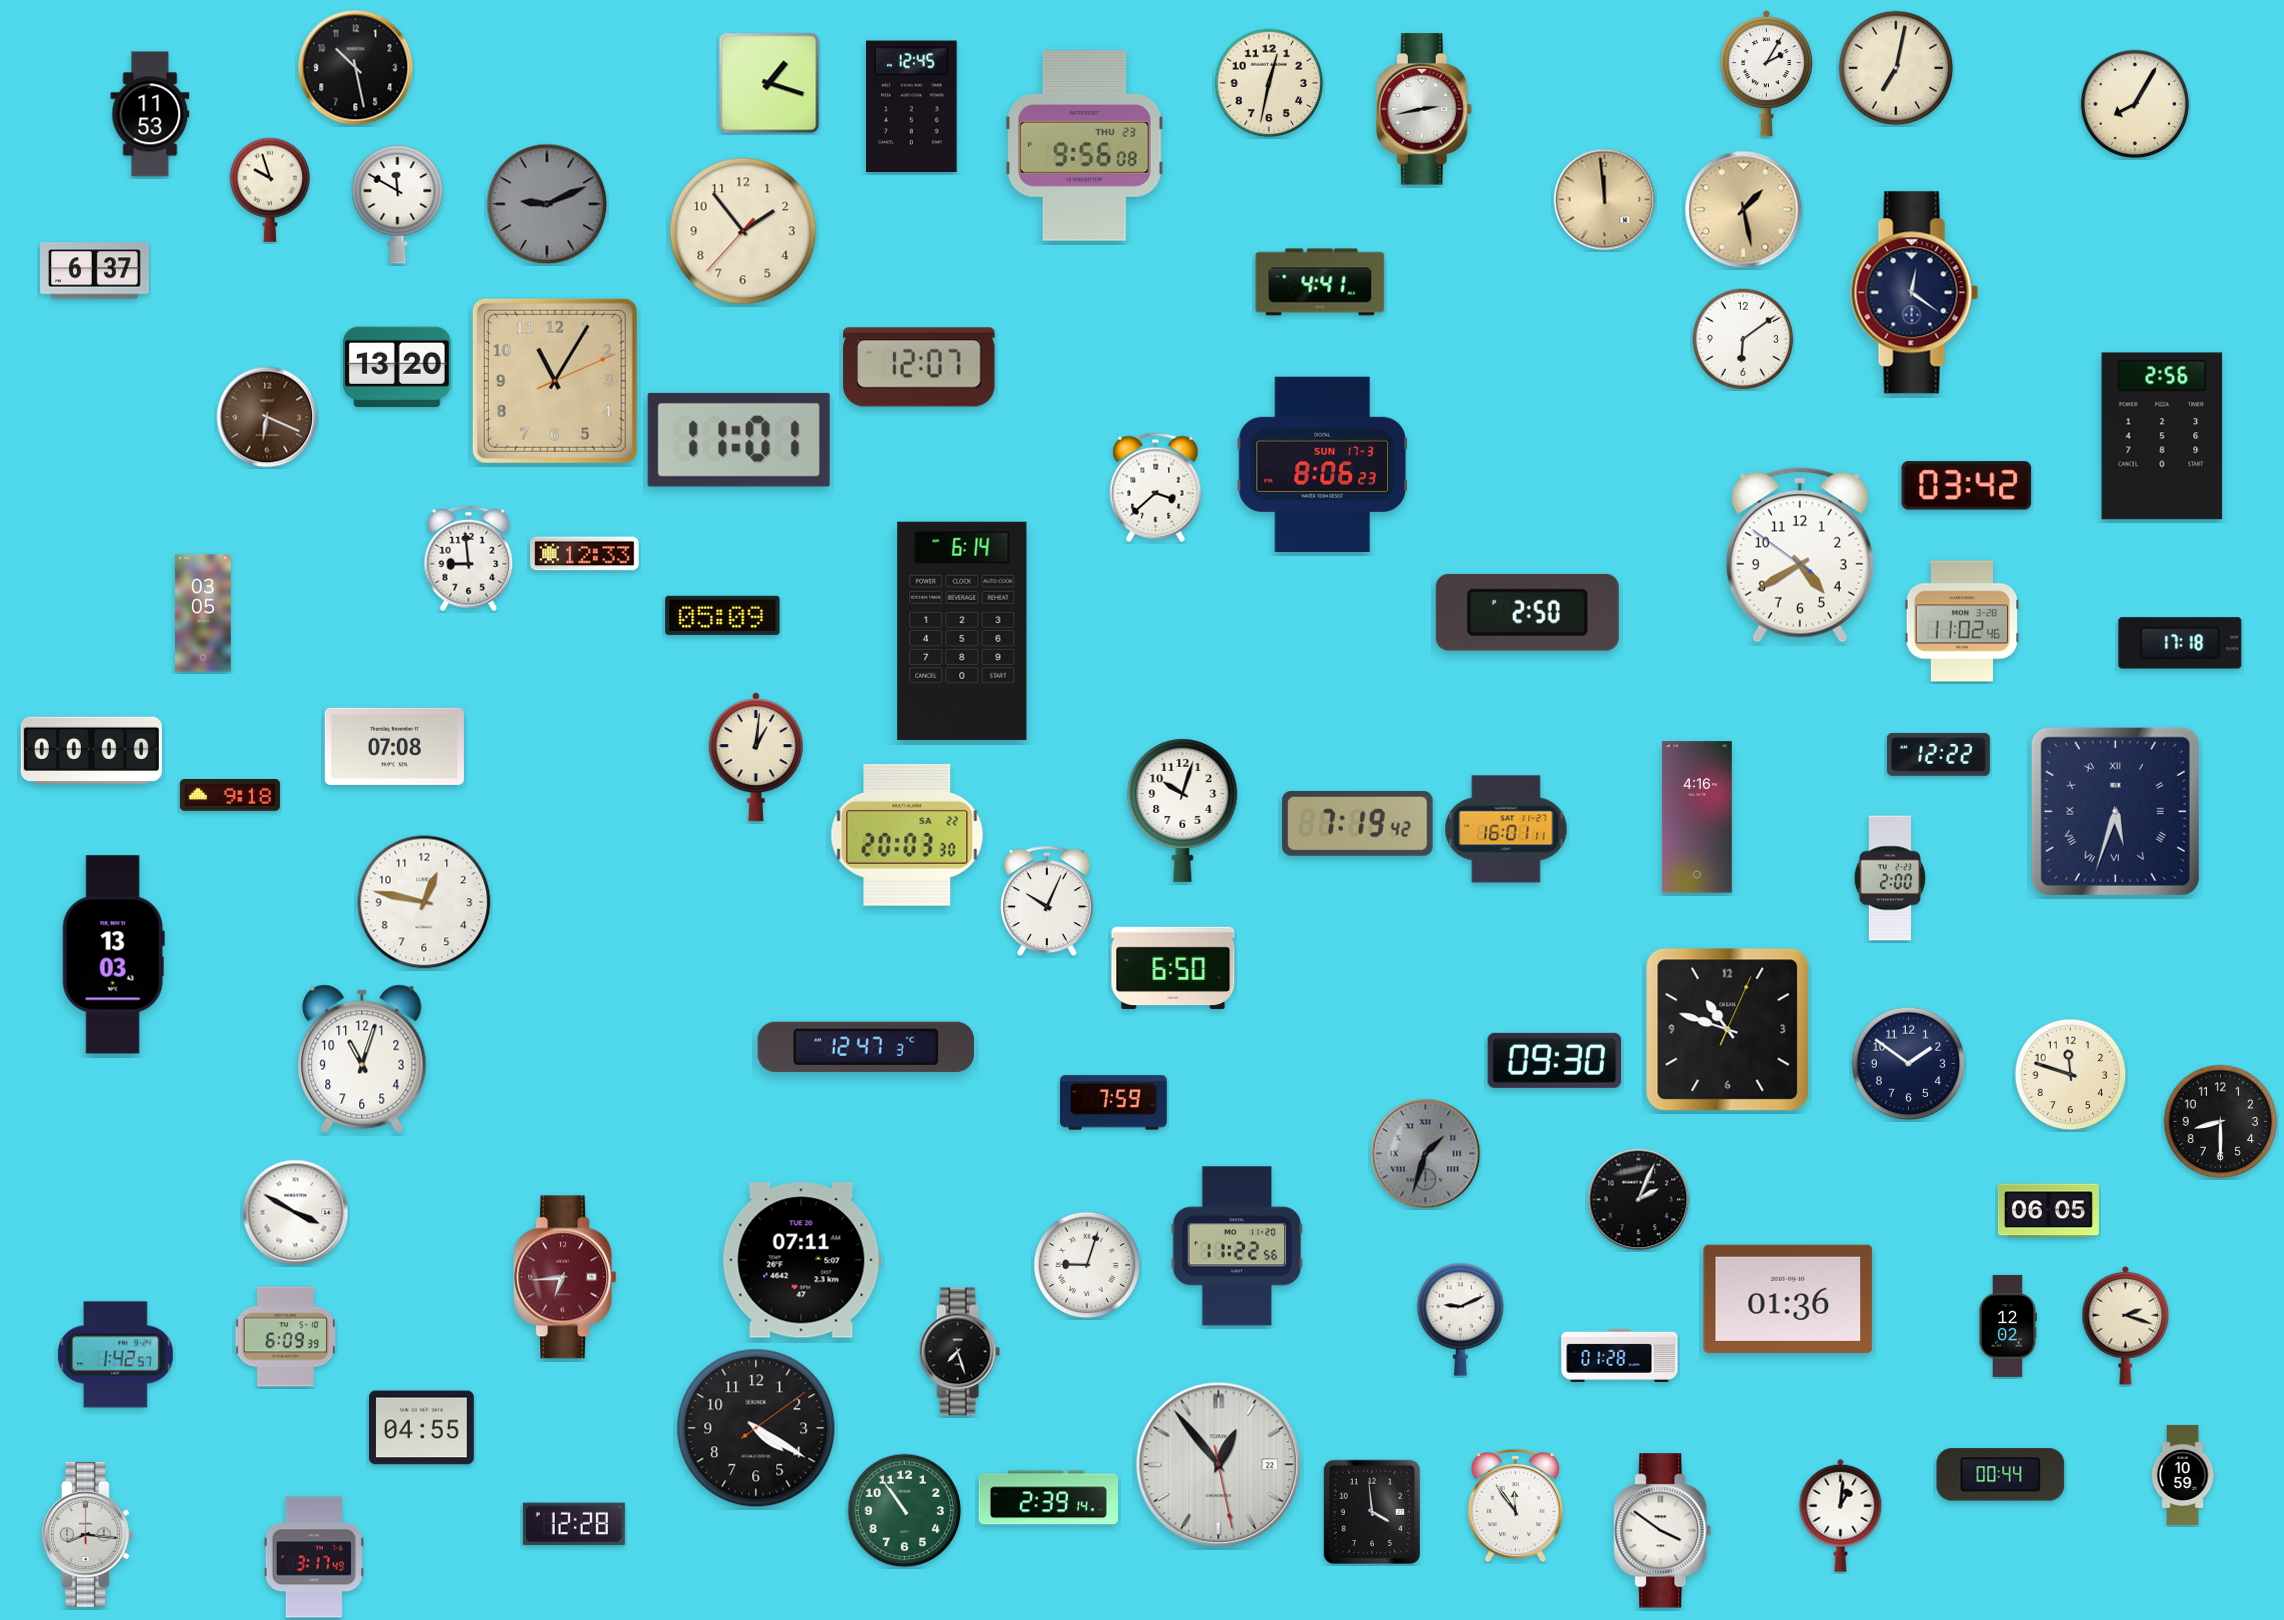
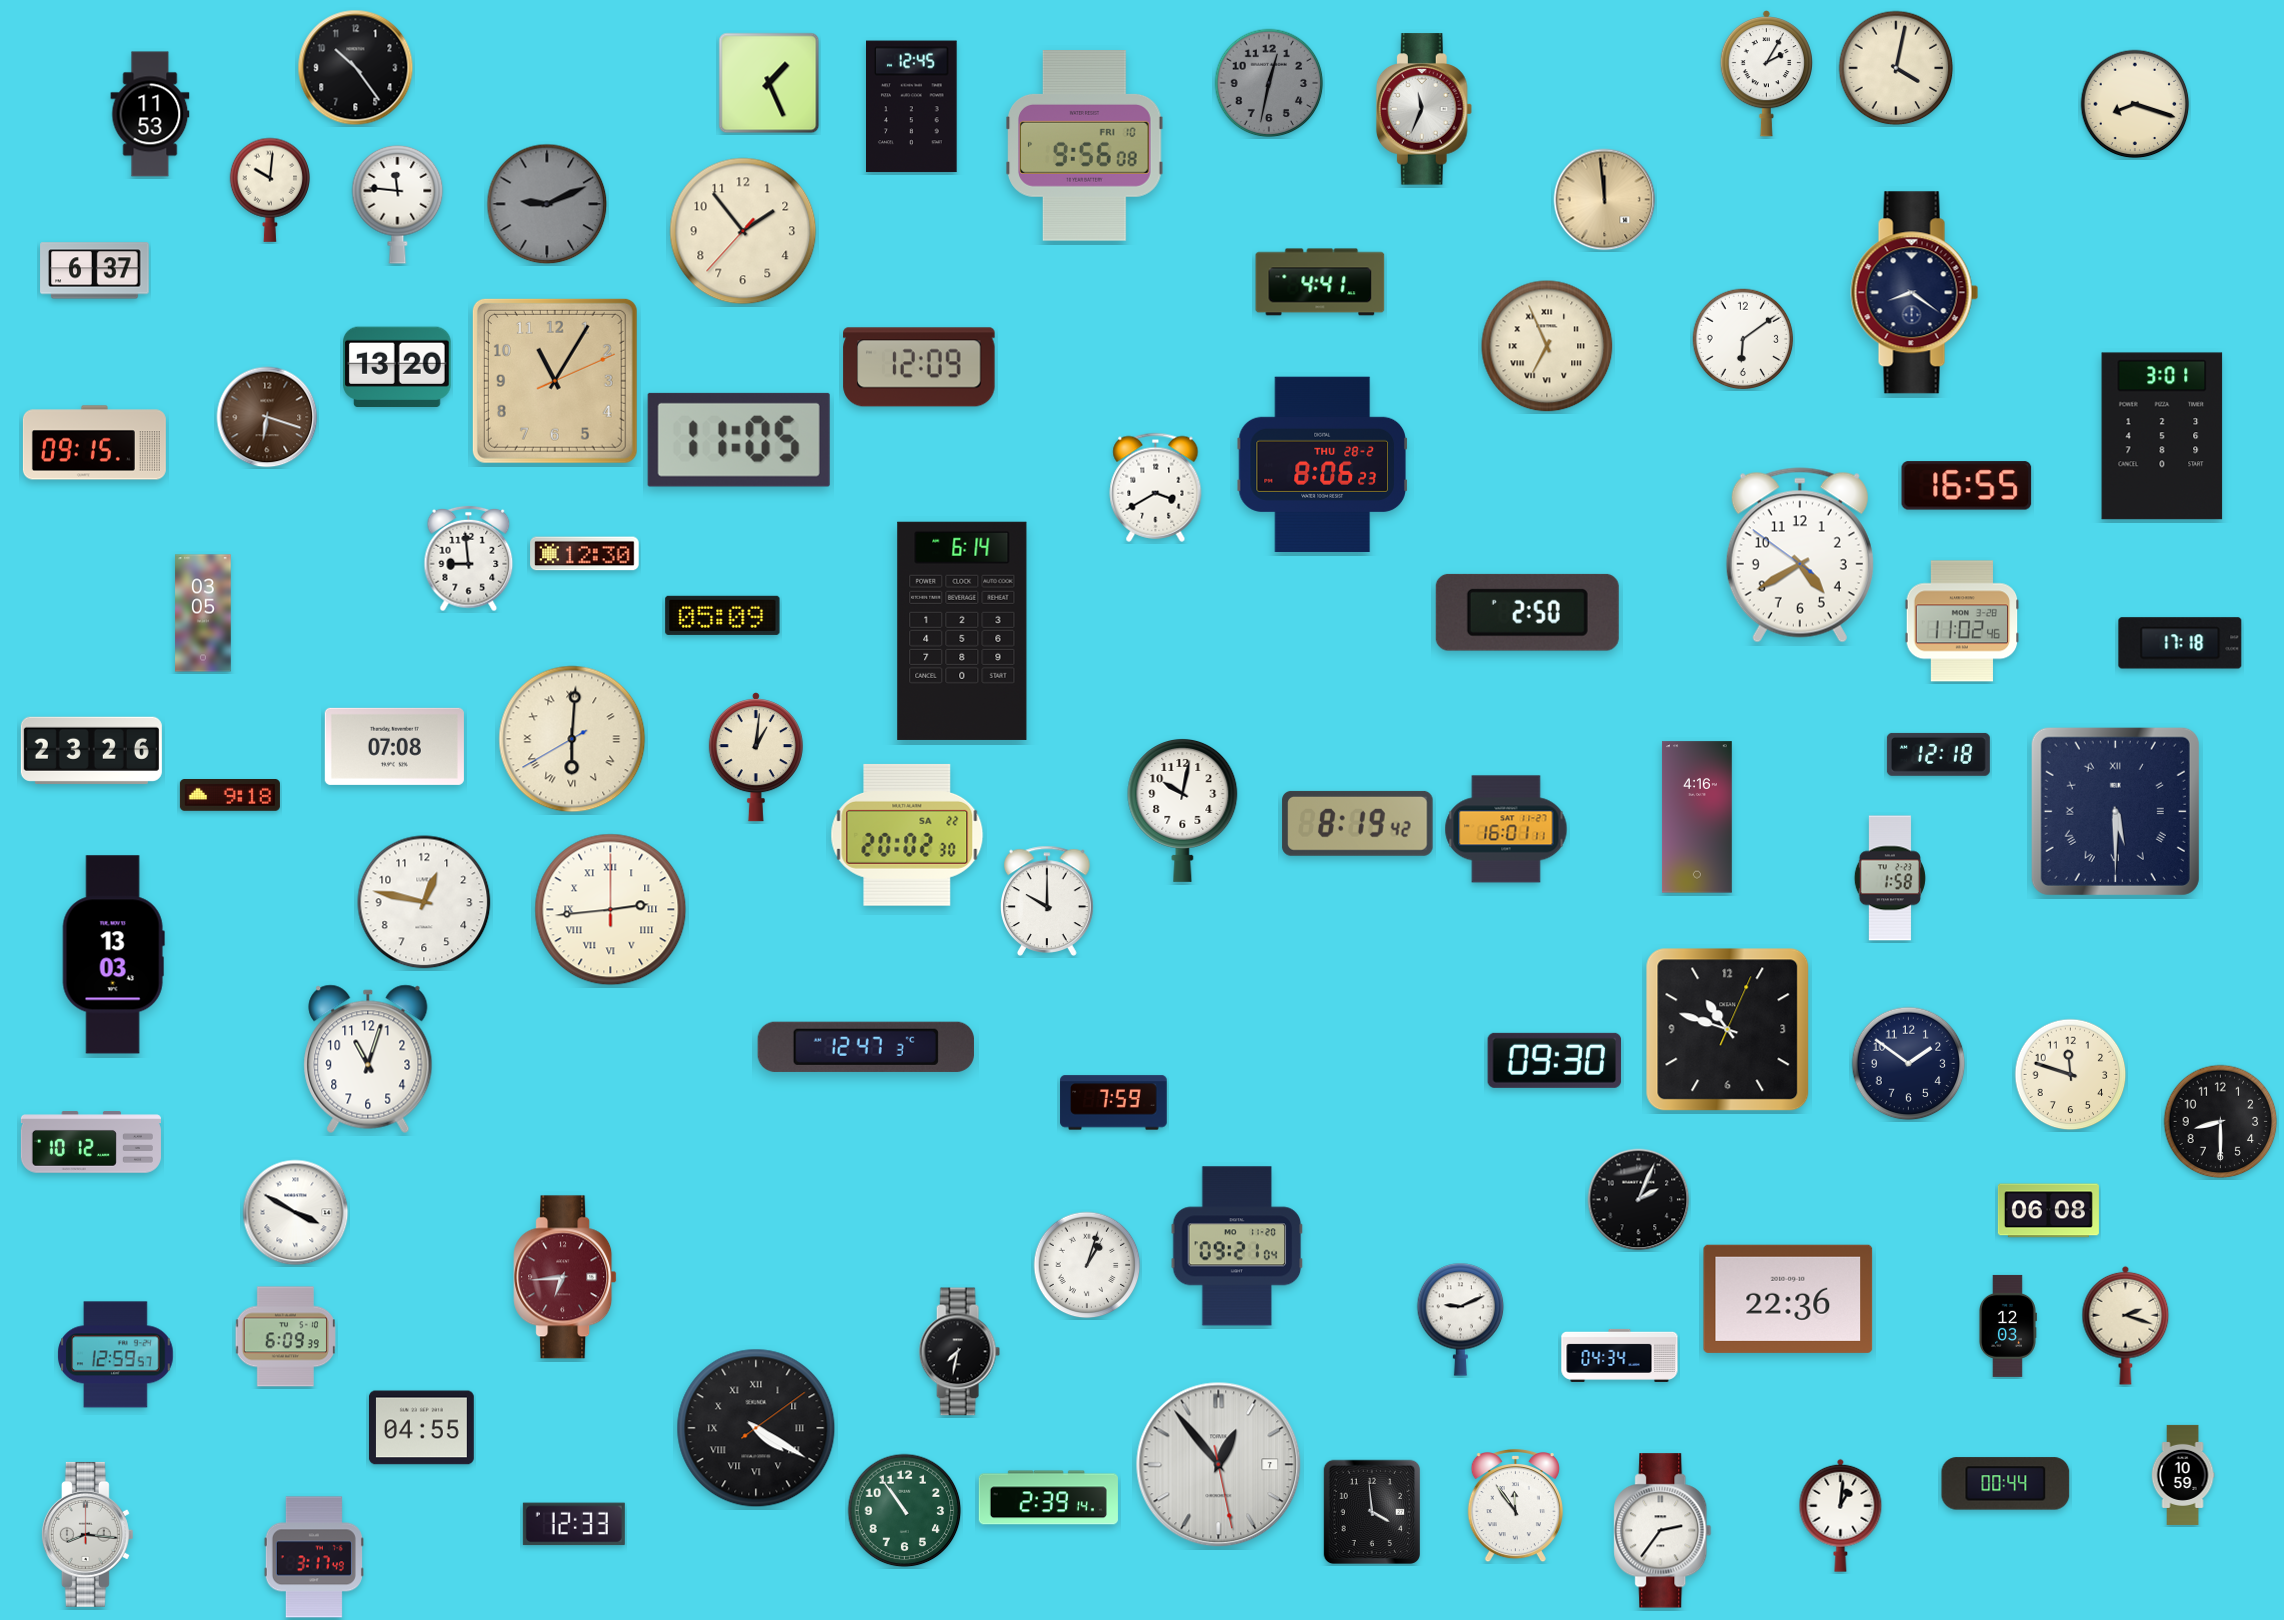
clock at (356, 68): 10:28 -> 10:24
clock at (1896, 68): 7:02 -> 4:02
clock at (769, 83): 1:18 -> 1:26
clock at (1269, 83) dial: cream -> grey
clock at (2135, 104): 8:05 -> 8:18
clock at (1424, 109): 2:43 -> 11:34
clock at (1085, 146) date: THU 23 -> FRI 10
clock at (270, 190): 9:57 -> 10:01
clock at (398, 204): 11:50 -> 11:46
clock at (1744, 210): 1:28 -> none
clock at (1915, 293): 12:21 -> 8:21
clock at (1547, 346): none -> 6:56
clock at (919, 367): 12:07 -> 12:09
clock at (267, 417): 6:19 -> 6:18
clock at (2162, 436): 2:56 -> 3:01
clock at (739, 440): 11:01 -> 11:05
clock at (94, 443): none -> 09:15
clock at (1322, 464) date: SUN 17-3 -> THU 28-2
clock at (1967, 486): 03:42 -> 16:55
clock at (1156, 487): 3:38 -> 3:40
clock at (585, 554): 12:33 -> 12:30
clock at (572, 739): none -> 6:00
clock at (91, 750): 00:00 -> 23:26
clock at (1938, 754): 12:22 -> 12:18
clock at (1183, 810): 10:03 -> 10:02
clock at (2115, 811): 5:33 -> 5:30
clock at (1358, 823): 7:19 -> 8:19
clock at (907, 835): 20:03 -> 20:02
clock at (1890, 878): 2:00 -> 1:58
clock at (1048, 901): 10:04 -> 10:00
clock at (611, 910): none -> 2:44
clock at (1173, 968): 6:50 -> none
clock at (362, 1059) position: (362, 1059) -> (368, 1059)
clock at (91, 1142): none -> 10:12
clock at (1426, 1154): 1:33 -> none
clock at (2048, 1211): 06:05 -> 06:08
clock at (1237, 1246): 11:22 -> 09:21
clock at (802, 1260): 07:11 -> none
clock at (1087, 1265): 9:03 -> 1:03
clock at (1788, 1299): 01:36 -> 22:36
clock at (2007, 1326): 12:02 -> 12:03
clock at (959, 1352): 7:27 -> 7:32
clock at (116, 1355): 1:42 -> 12:59
clock at (1620, 1355): 01:28 -> 04:34
clock at (756, 1428) numerals: Arabic -> Roman
clock at (1219, 1465) date: 22 -> 7
clock at (2001, 1475) position: (2001, 1475) -> (2006, 1484)
clock at (574, 1524): 12:28 -> 12:33
clock at (1663, 1531): 3:51 -> 2:36
